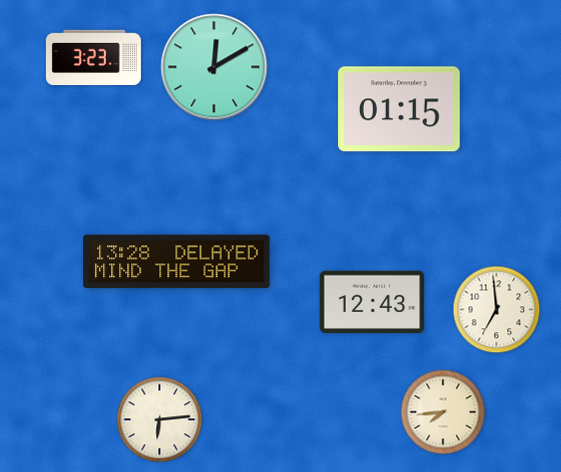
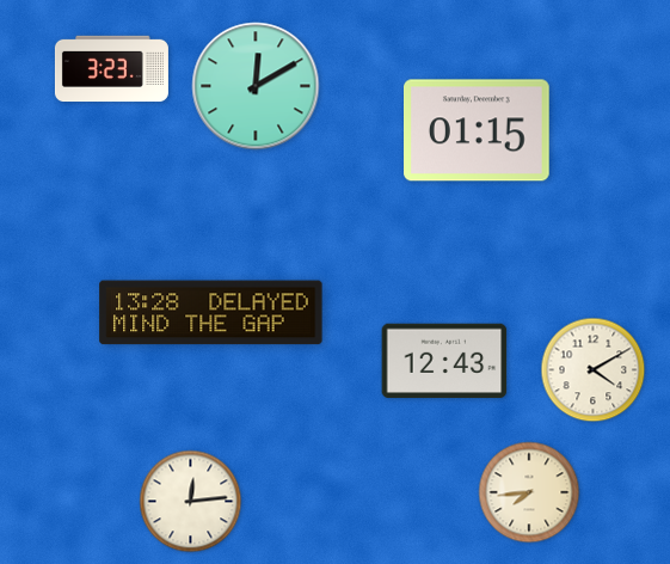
clock at (214, 67) position: (214, 67) -> (256, 86)
clock at (497, 310): 6:59 -> 4:10
clock at (160, 420): 6:14 -> 12:14
